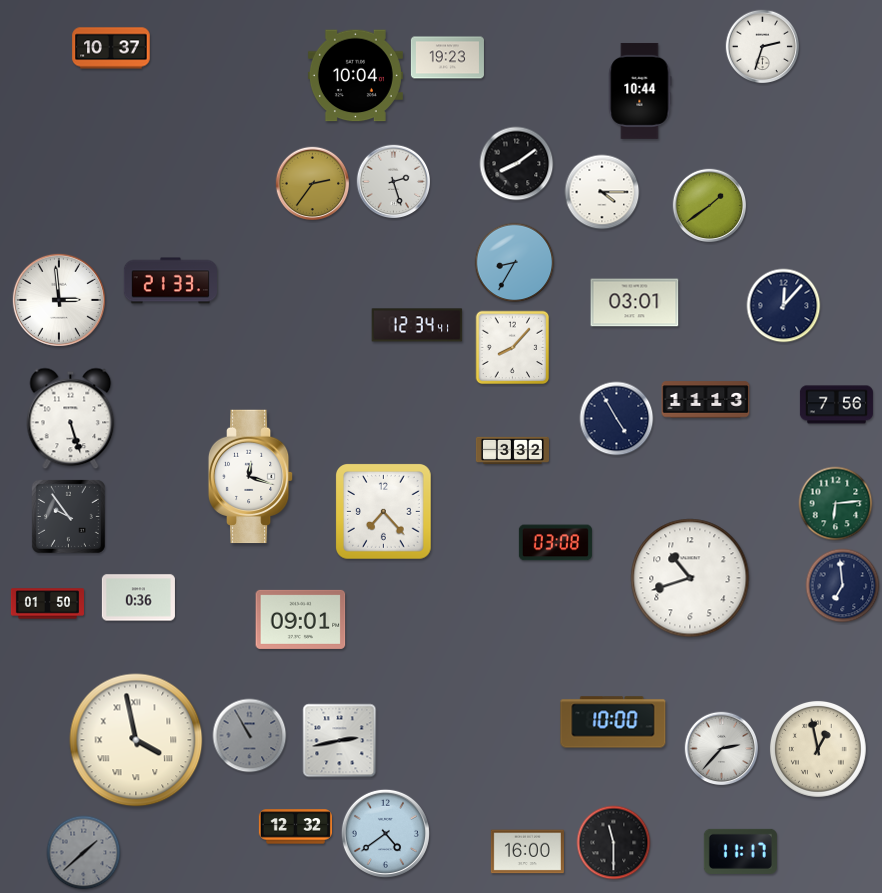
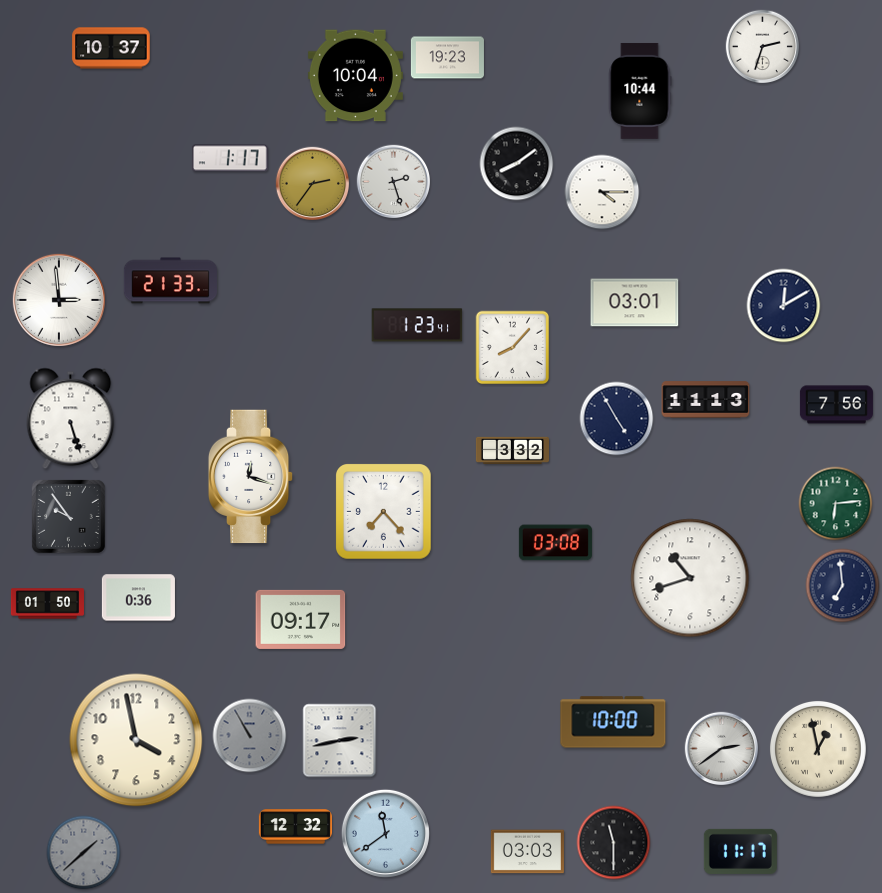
clock at (231, 158): none -> 1:17
clock at (710, 206): 1:39 -> none
clock at (515, 263): 8:35 -> none
clock at (784, 306): 12:07 -> 12:10
clock at (417, 325): 12:34 -> 1:23
clock at (301, 619): 09:01 -> 09:17
clock at (136, 740) numerals: Roman -> Arabic
clock at (722, 749): 2:37 -> 2:39
clock at (385, 833): 4:39 -> 11:39
clock at (527, 852): 16:00 -> 03:03
